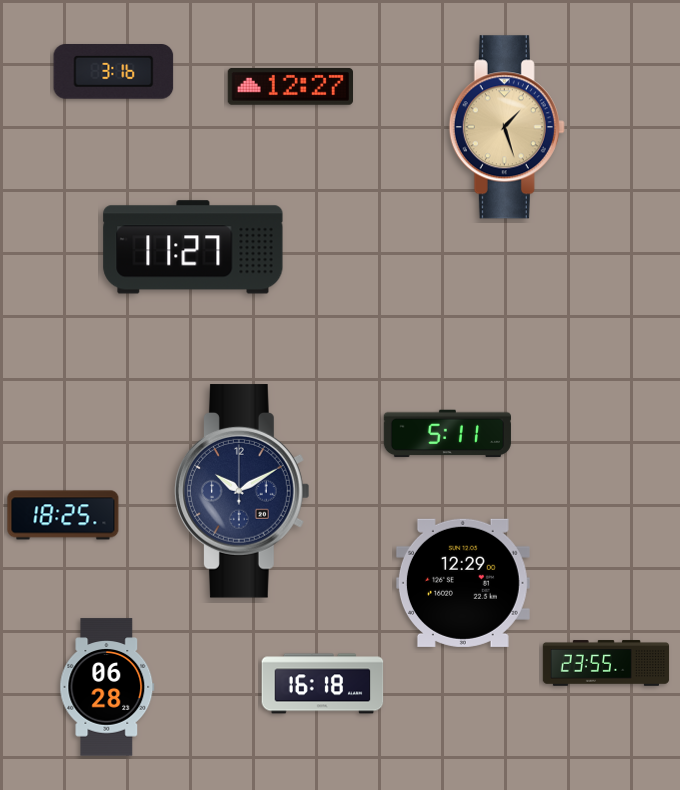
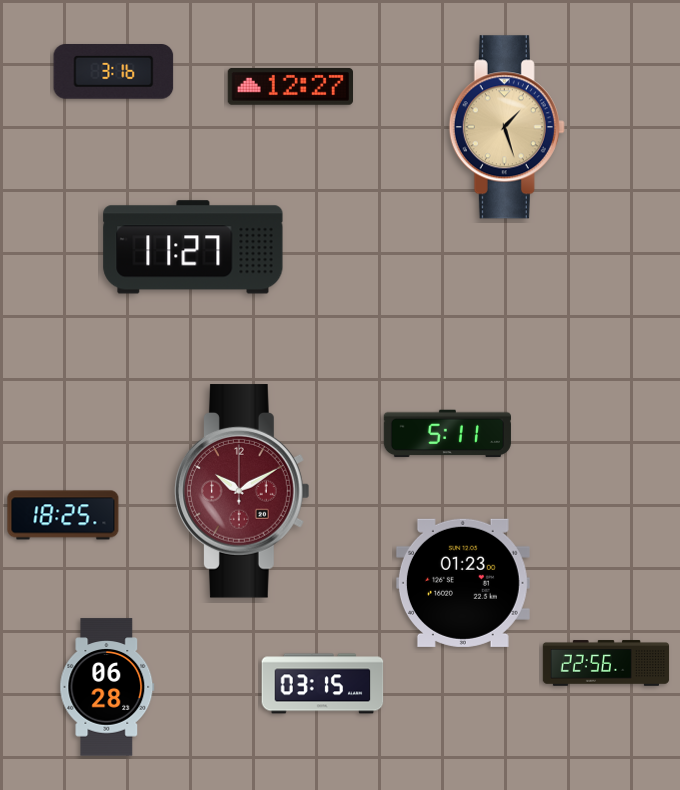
clock at (242, 491) dial: navy -> burgundy
clock at (463, 583): 12:29 -> 01:23
clock at (606, 663): 23:55 -> 22:56
clock at (323, 684): 16:18 -> 03:15
